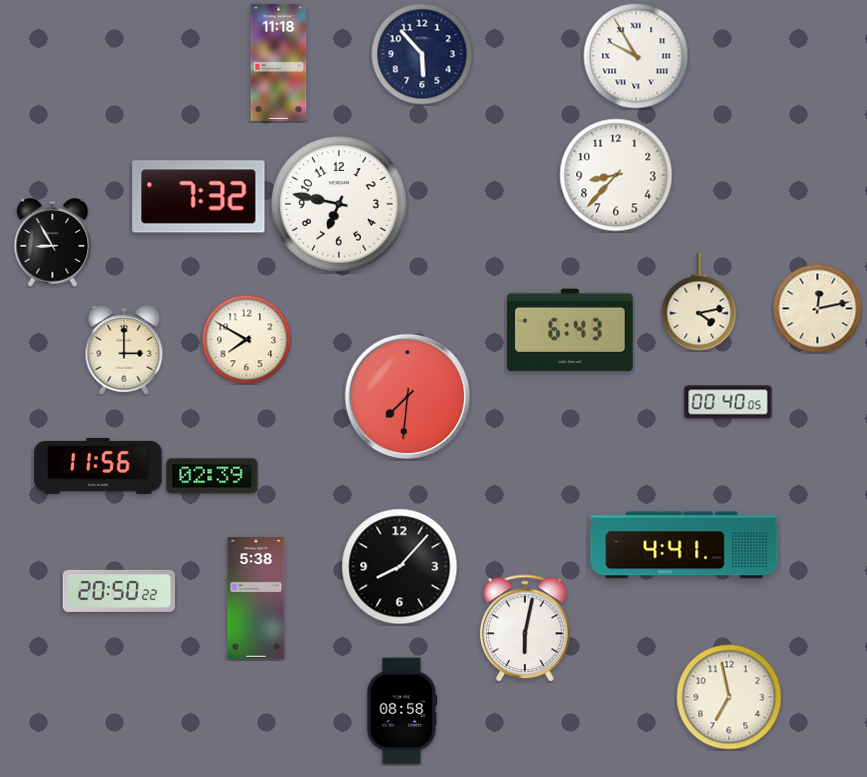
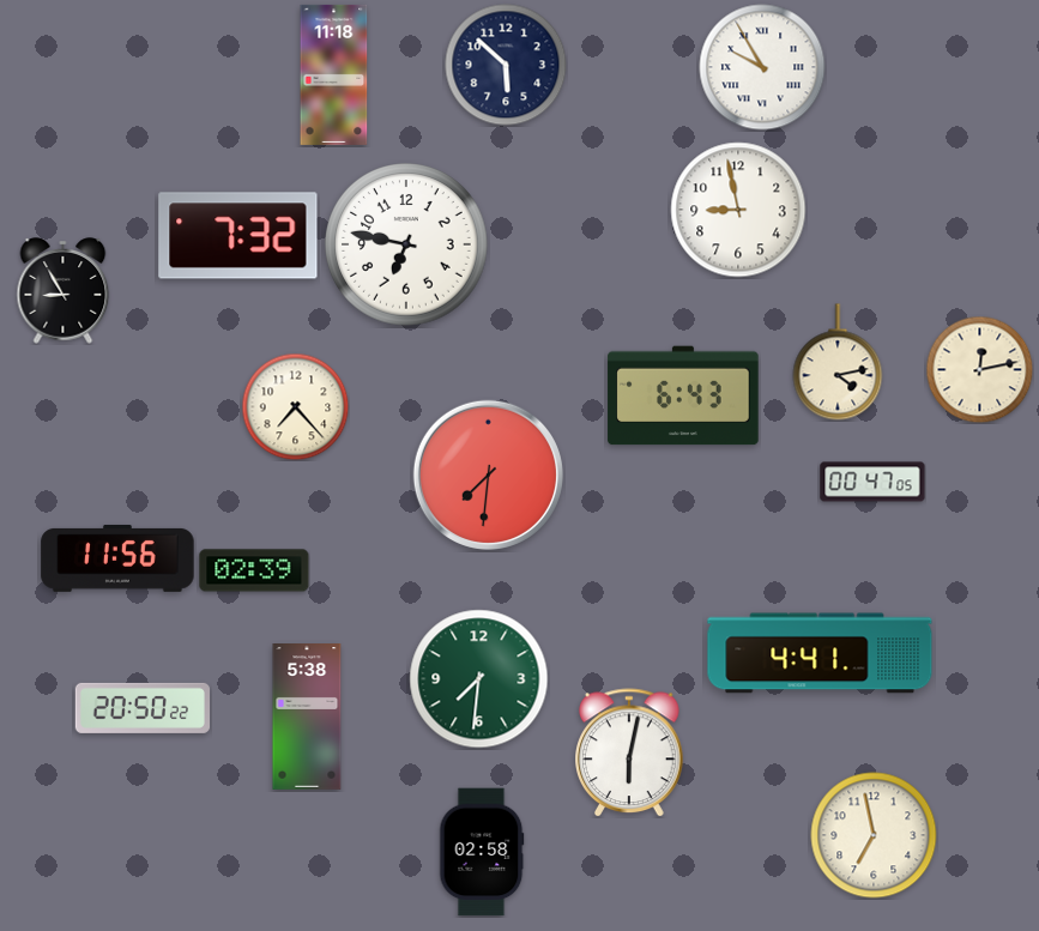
clock at (422, 54): 5:53 -> 5:52
clock at (616, 175): 8:37 -> 8:58
clock at (246, 339): 7:50 -> 7:23
clock at (124, 350): 3:00 -> none
clock at (728, 402): 00:40 -> 00:47
clock at (400, 567): 8:07 -> 7:31
clock at (400, 567) dial: black -> green
clock at (402, 711): 08:58 -> 02:58
